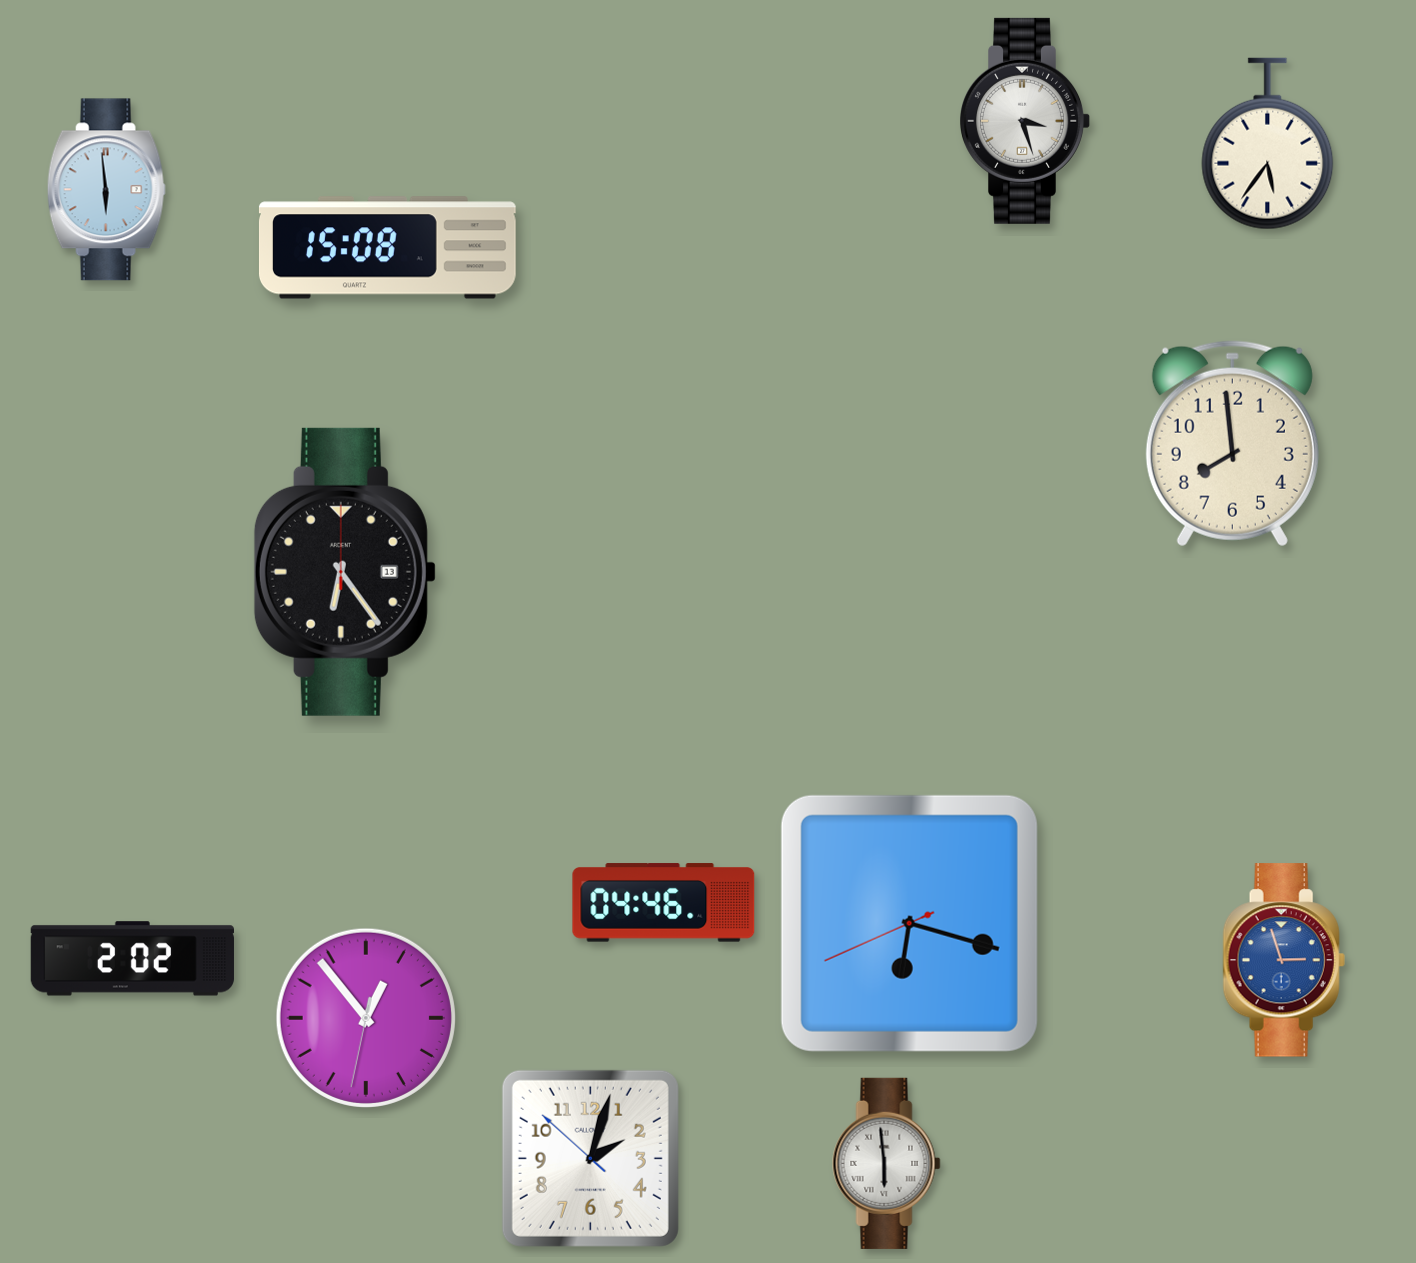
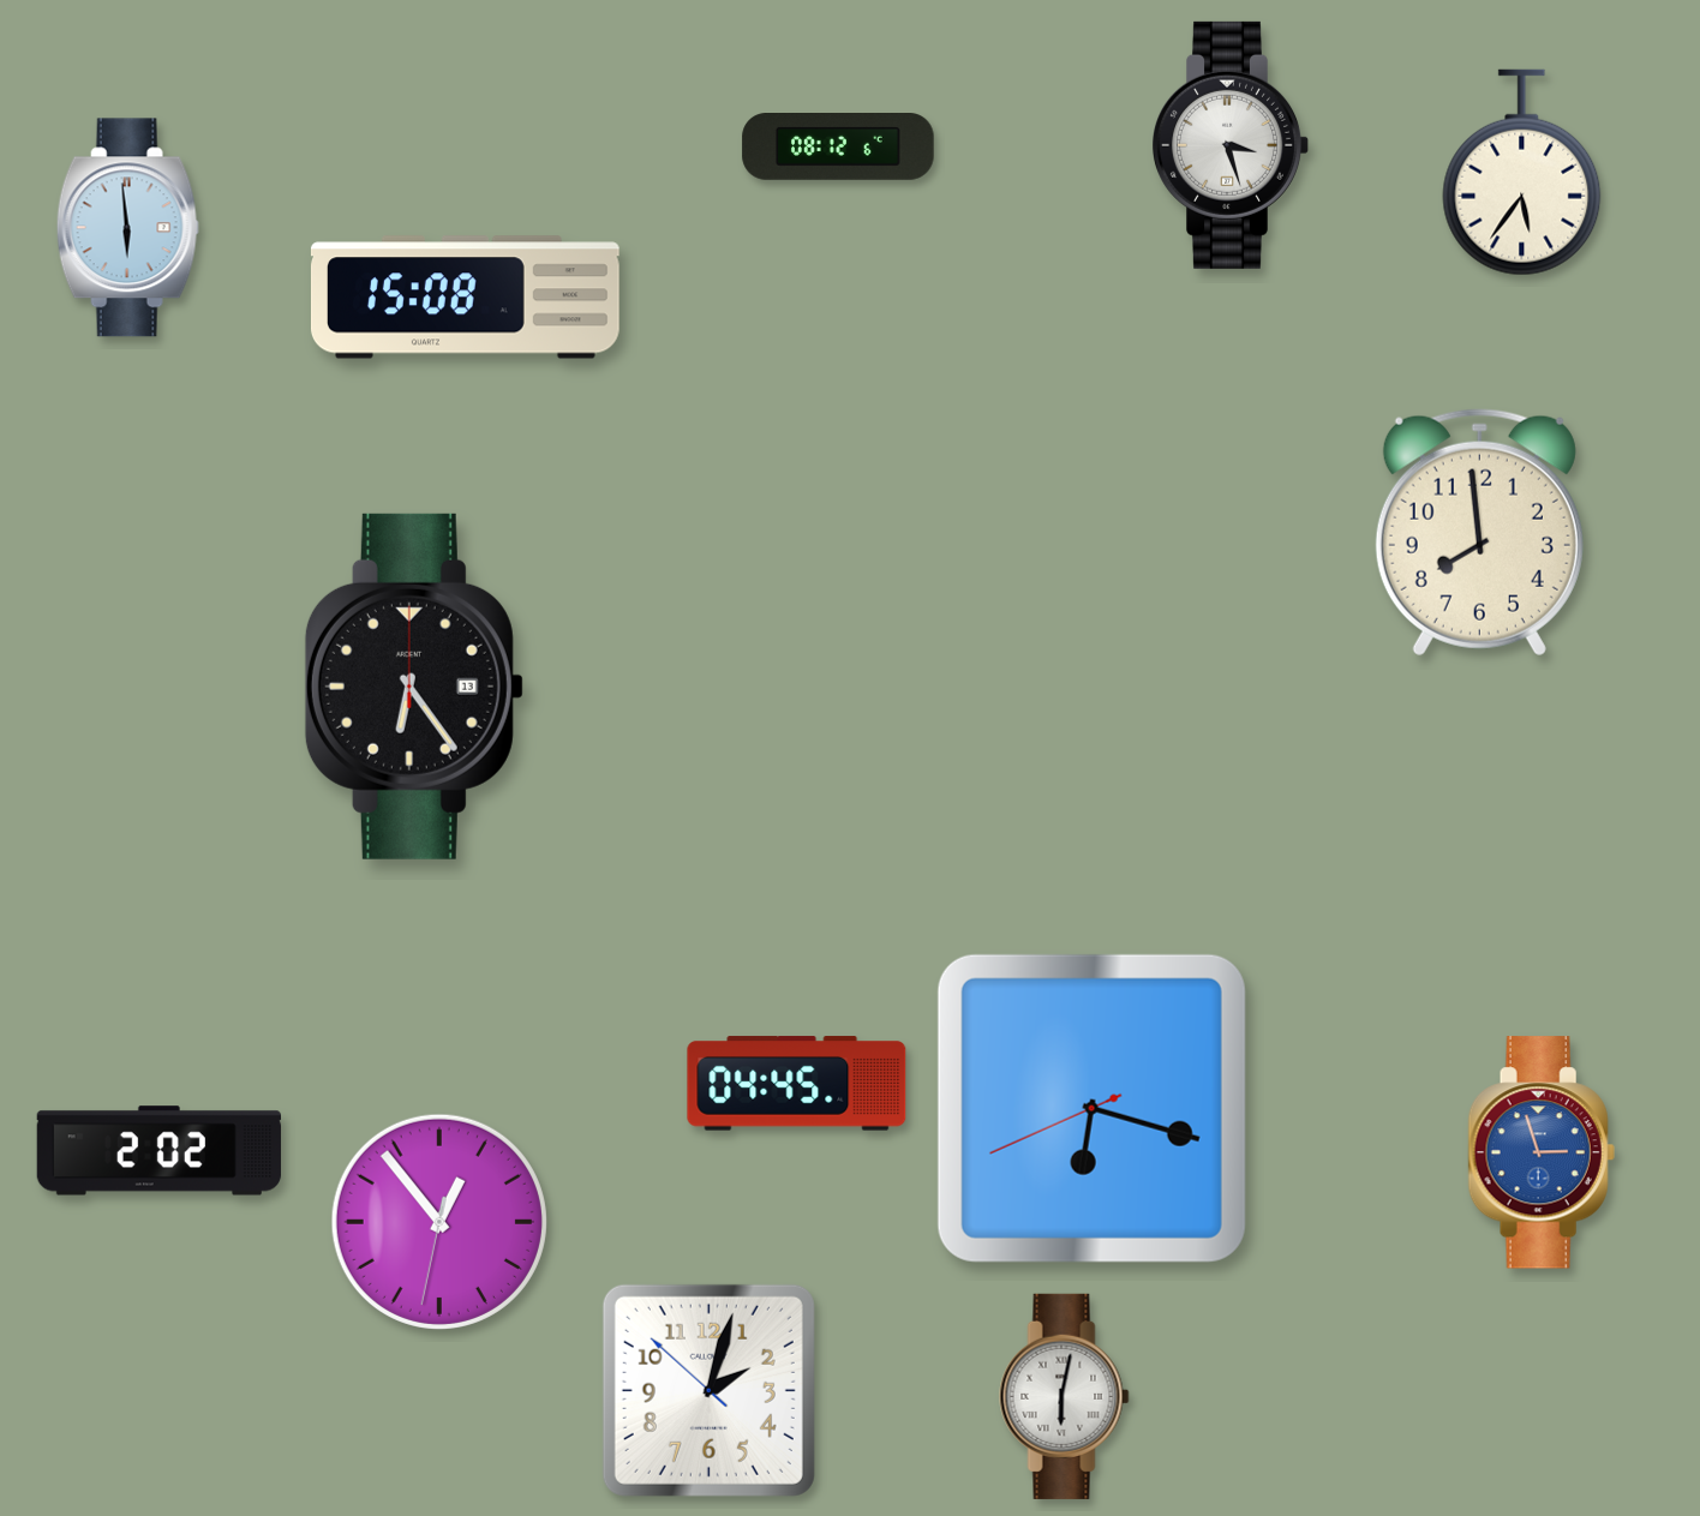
clock at (838, 148): none -> 08:12
clock at (664, 903): 04:46 -> 04:45
clock at (887, 1163): 5:59 -> 6:02
